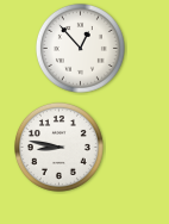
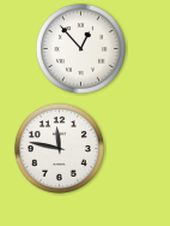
clock at (58, 147): 8:47 -> 11:47
